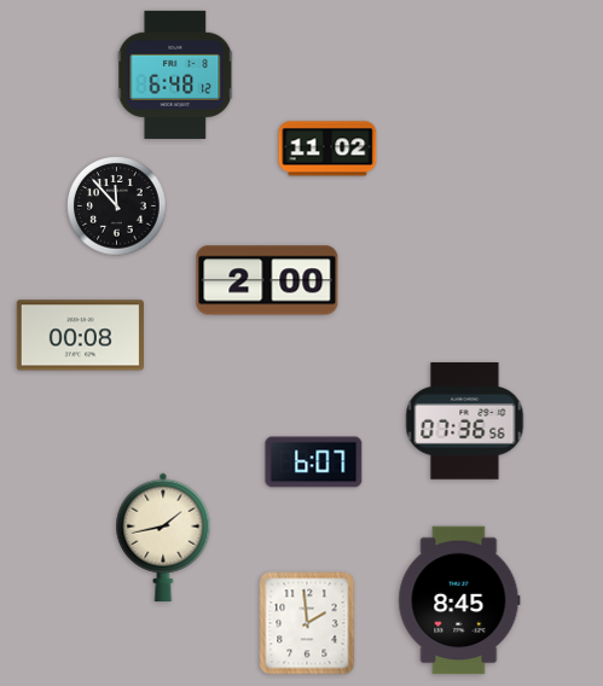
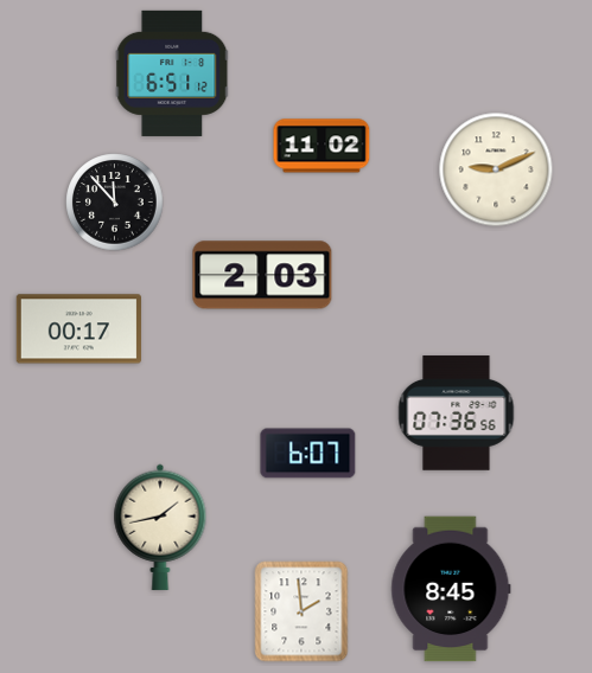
clock at (175, 75): 6:48 -> 6:51
clock at (496, 169): none -> 9:11
clock at (267, 280): 2:00 -> 2:03
clock at (80, 336): 00:08 -> 00:17
